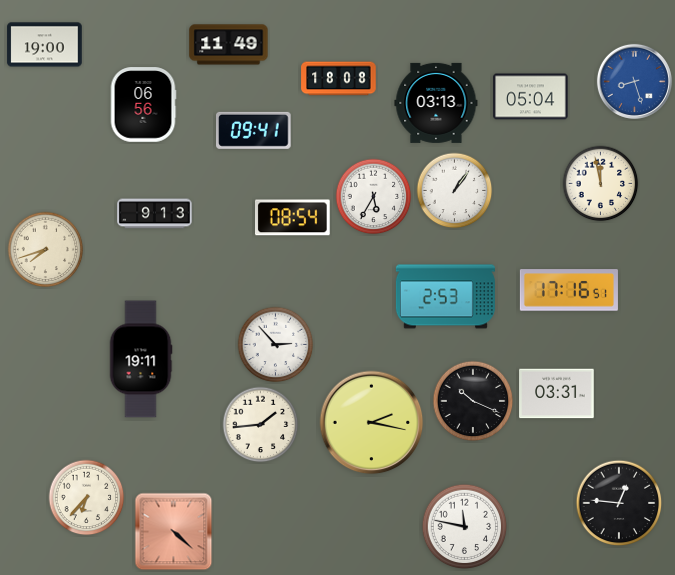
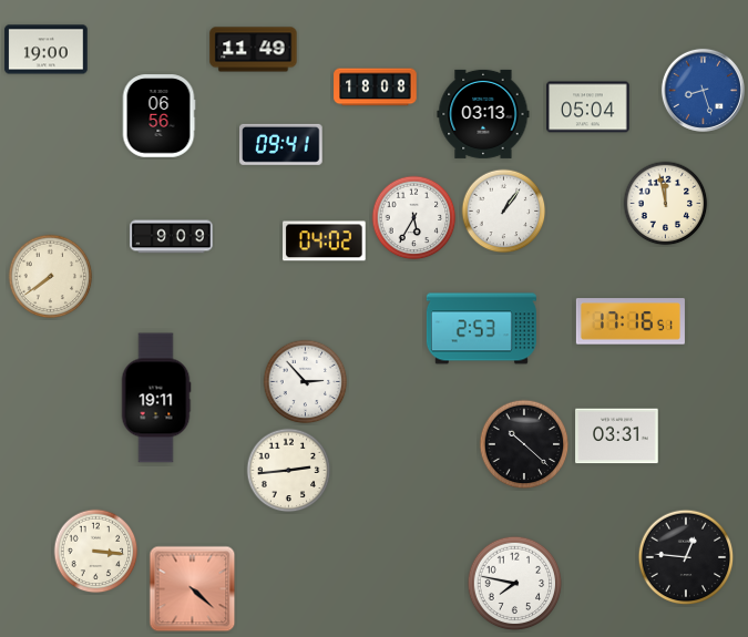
clock at (45, 45) position: (45, 45) -> (47, 50)
clock at (155, 214): 9:13 -> 9:09
clock at (293, 218): 08:54 -> 04:02
clock at (46, 250): 7:42 -> 7:39
clock at (445, 297) position: (445, 297) -> (481, 329)
clock at (473, 401): 10:19 -> 10:22
clock at (372, 423): 2:17 -> none
clock at (261, 425): 1:44 -> 2:44
clock at (87, 498): 6:37 -> 3:16
clock at (465, 527): 11:47 -> 7:47
